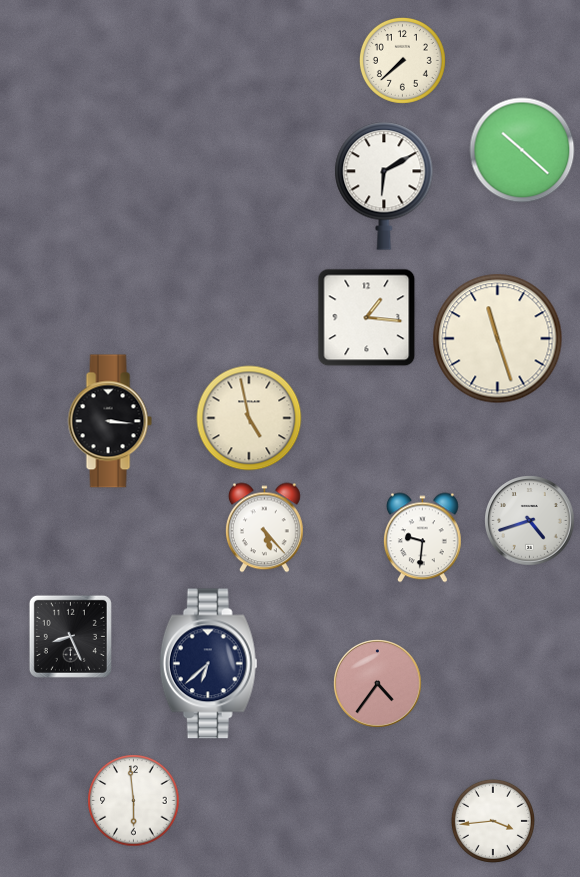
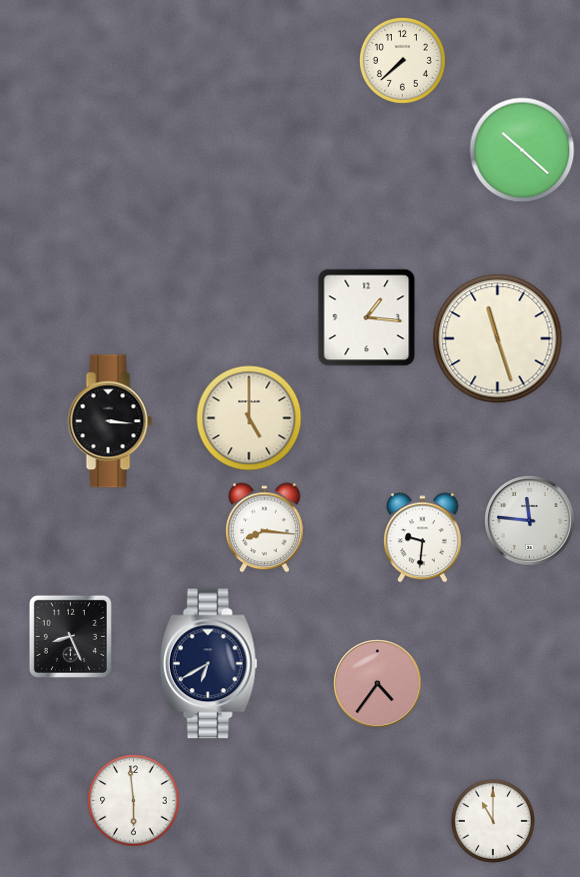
clock at (384, 186): 6:10 -> none
clock at (249, 418): 4:58 -> 5:00
clock at (530, 521): 4:42 -> 11:46
clock at (264, 528): 5:23 -> 8:16
clock at (208, 664): 6:38 -> 6:40
clock at (493, 821): 3:44 -> 11:00
